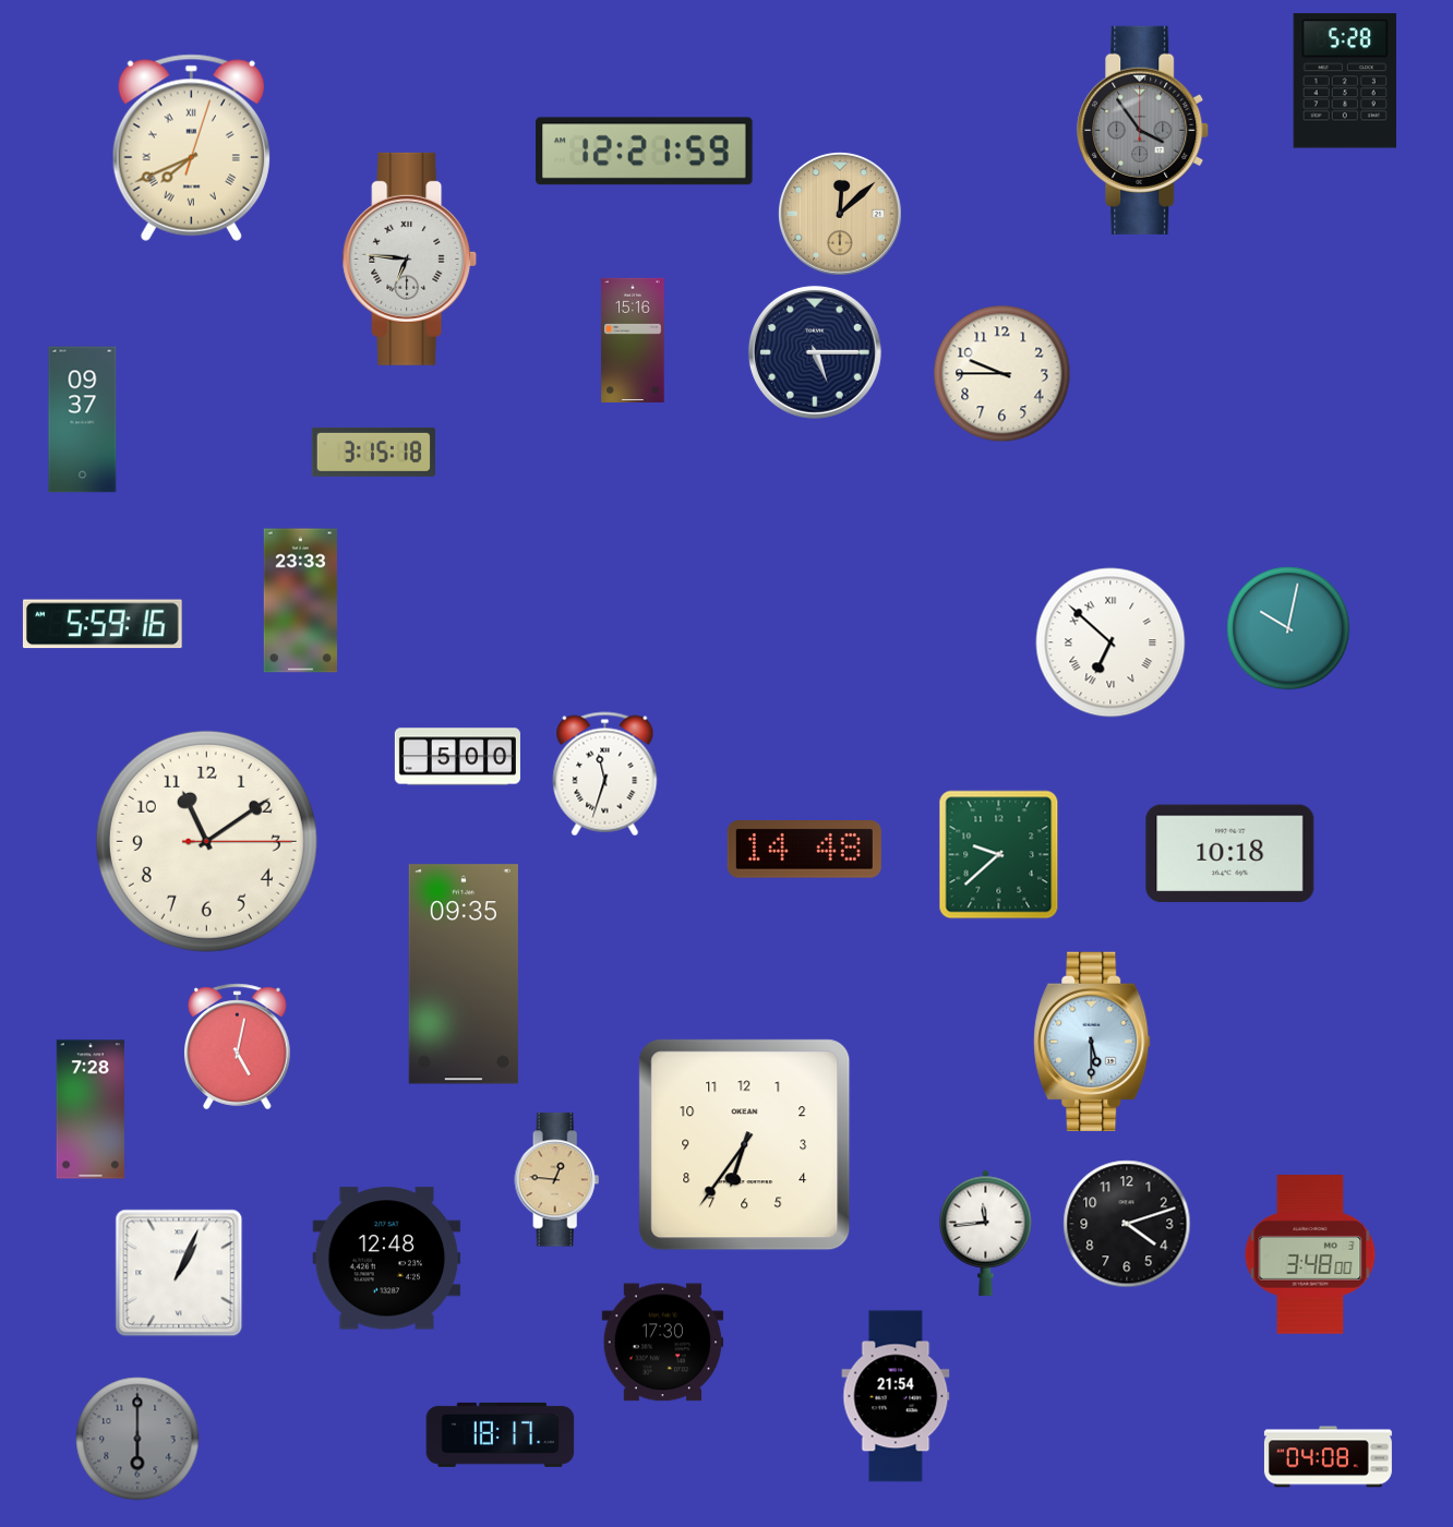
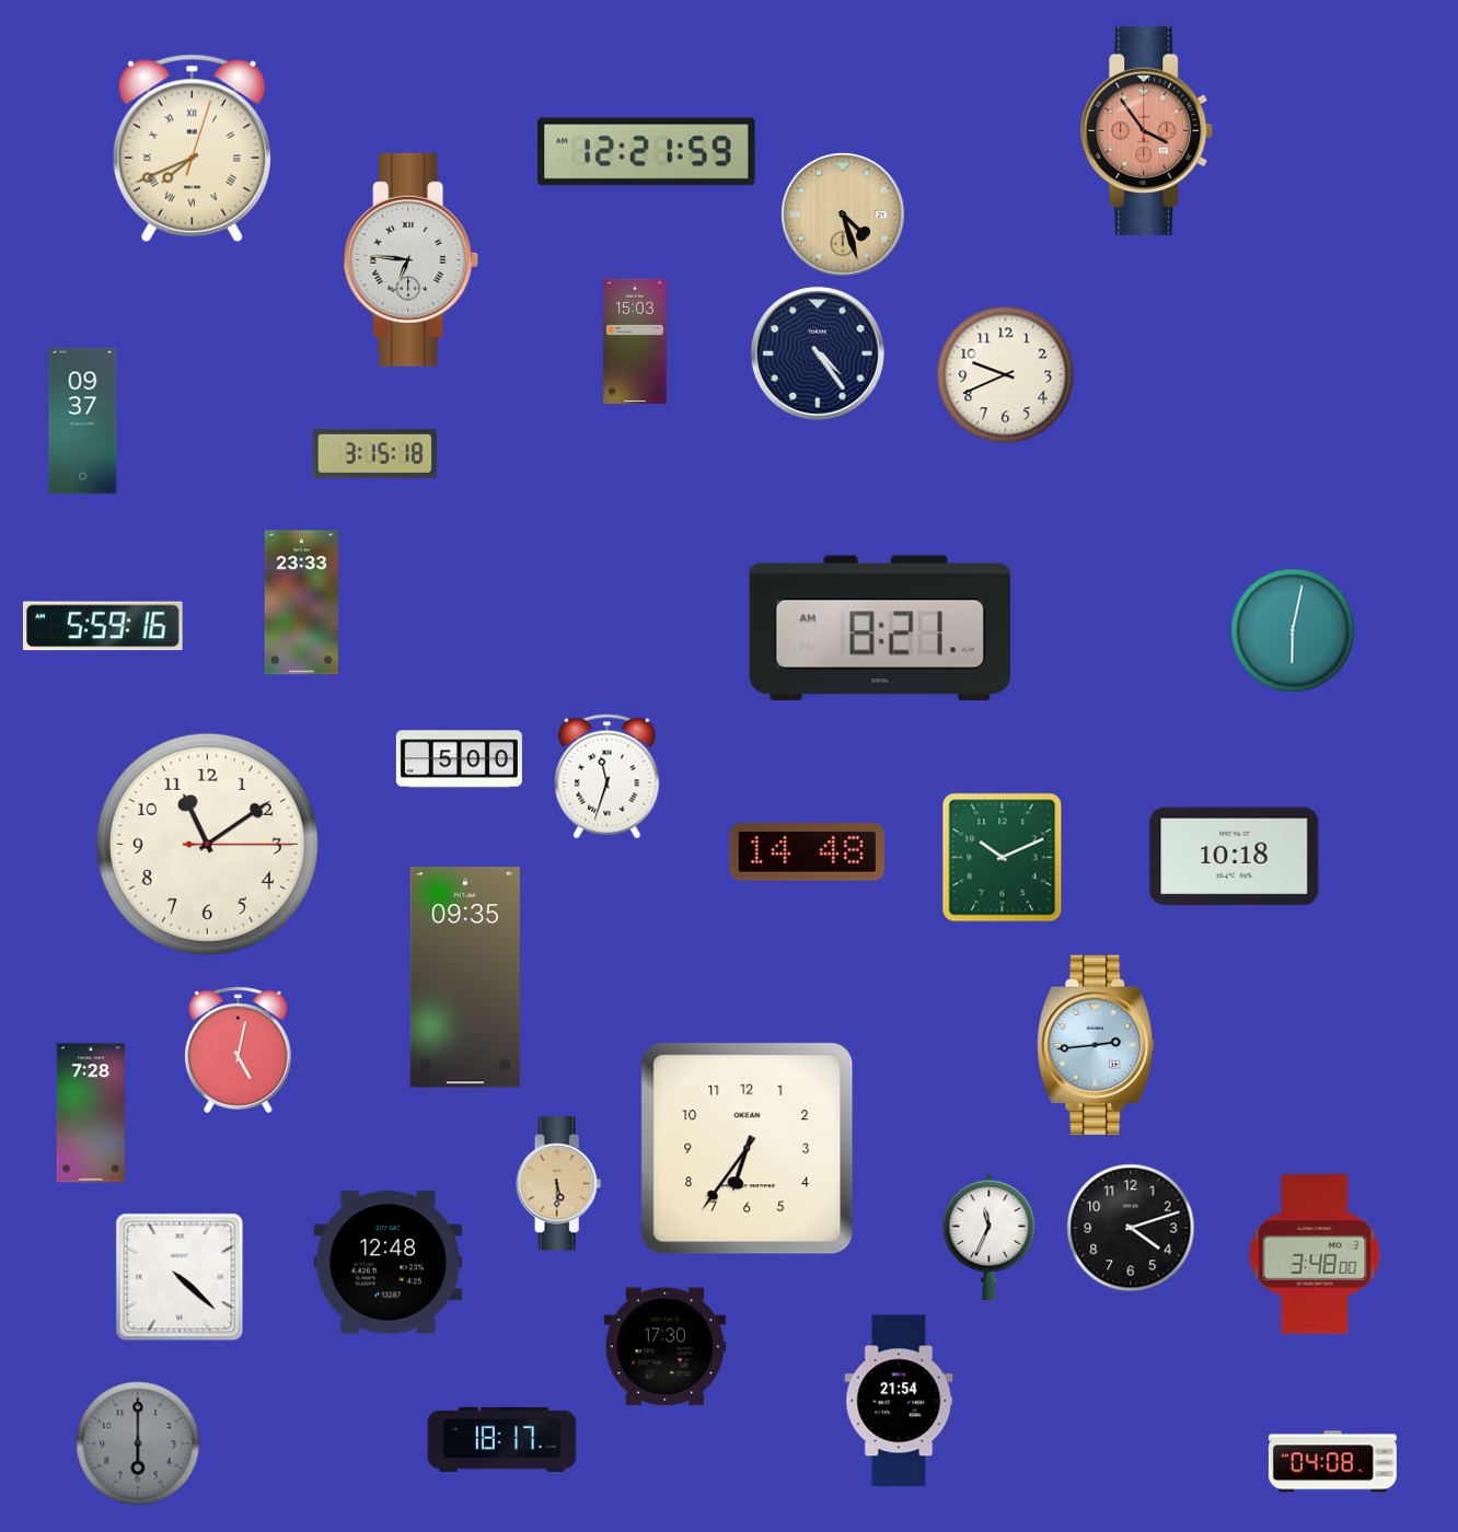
clock at (1345, 81): 5:28 -> none
clock at (1143, 130) dial: grey -> salmon
clock at (840, 214): 12:08 -> 4:27
clock at (633, 340): 15:16 -> 15:03
clock at (815, 352): 5:15 -> 4:24
clock at (1002, 374): 9:45 -> 9:41
clock at (879, 628): none -> 8:21
clock at (1288, 628): 10:02 -> 6:02
clock at (1110, 642): 6:52 -> none
clock at (999, 855): 9:38 -> 10:11
clock at (1092, 1042): 5:30 -> 2:44
clock at (557, 1180): 12:46 -> 5:30
clock at (986, 1233): 11:44 -> 11:34
clock at (1310, 1254) position: (1310, 1254) -> (1315, 1254)
clock at (179, 1273): 1:04 -> 4:22
